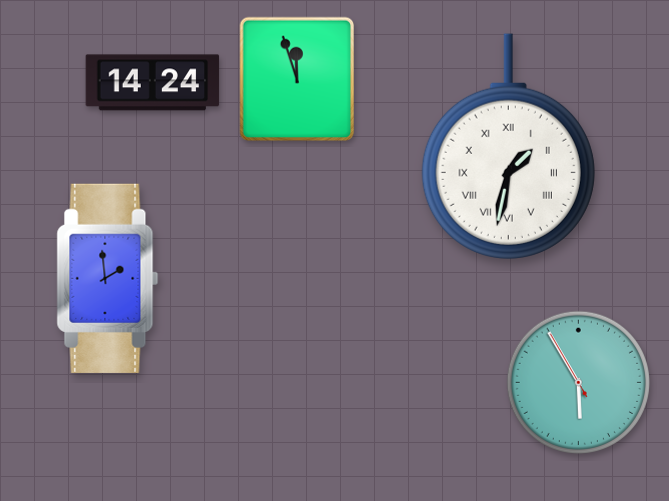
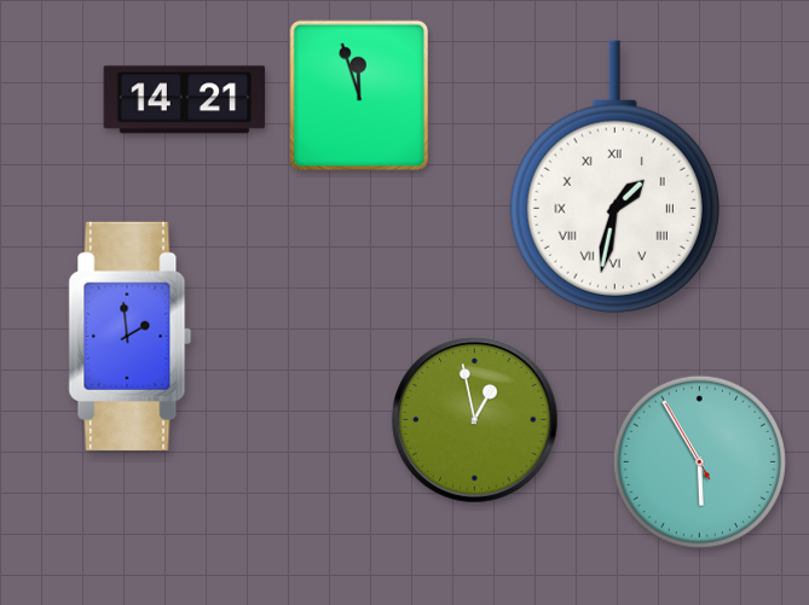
clock at (153, 83): 14:24 -> 14:21
clock at (475, 420): none -> 12:58
